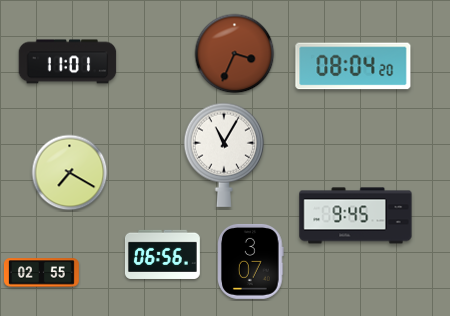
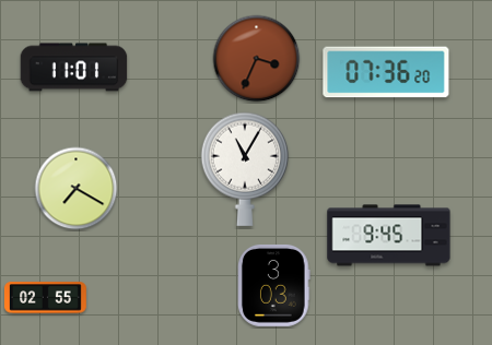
clock at (353, 66): 08:04 -> 07:36
clock at (162, 254): 06:56 -> none
clock at (251, 261): 3:07 -> 3:03
